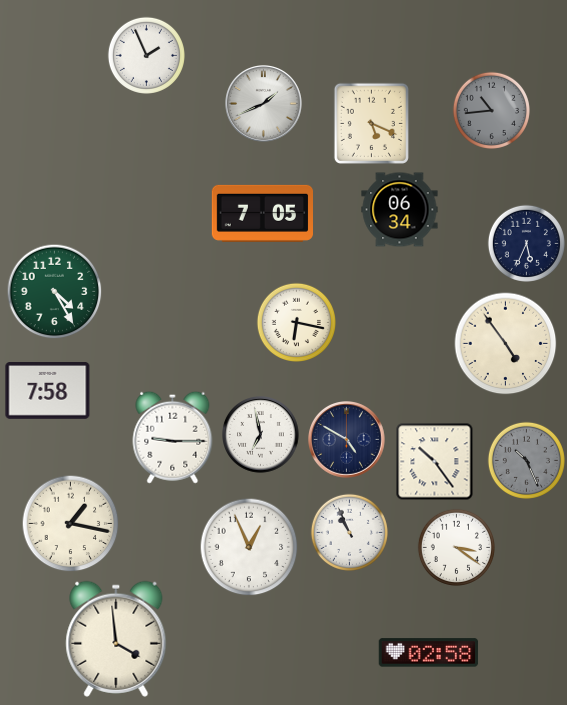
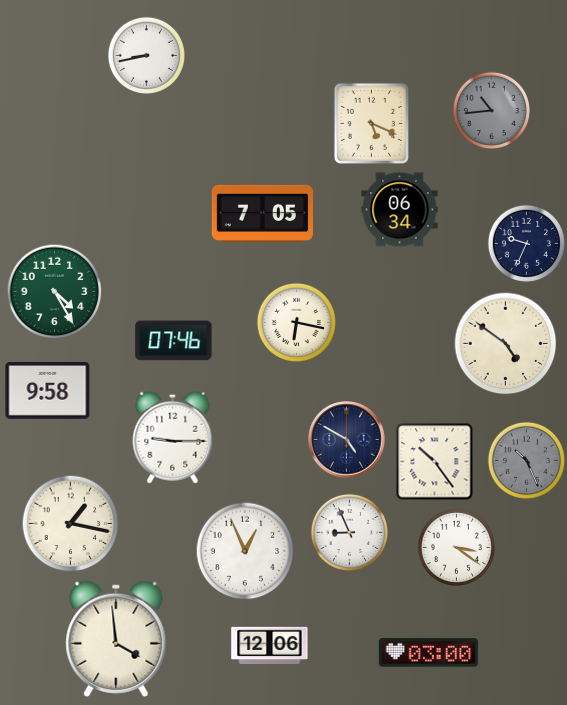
clock at (146, 55): 1:56 -> 8:43
clock at (264, 104): 1:41 -> none
clock at (526, 243): 5:34 -> 9:34
clock at (174, 341): none -> 07:46
clock at (506, 344): 4:54 -> 4:51
clock at (48, 391): 7:58 -> 9:58
clock at (261, 435): 6:58 -> none
clock at (349, 532): 10:56 -> 8:56
clock at (249, 547) position: (249, 547) -> (245, 551)
clock at (270, 645): none -> 12:06
clock at (429, 653): 02:58 -> 03:00
